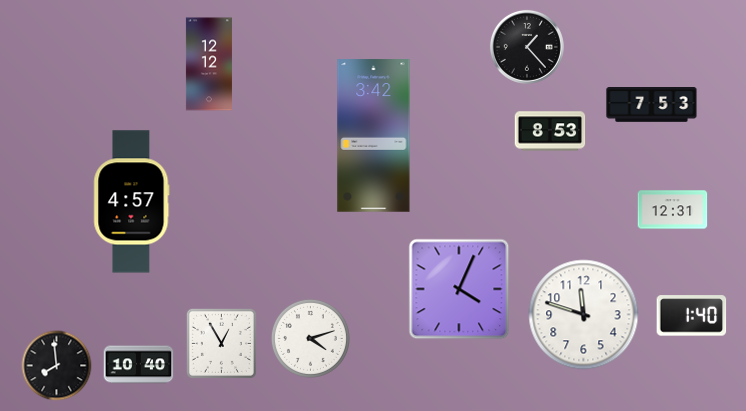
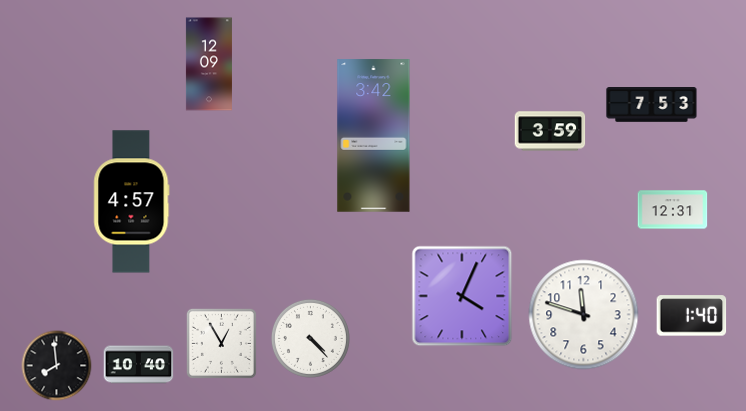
clock at (527, 47): 1:23 -> none
clock at (209, 64): 12:12 -> 12:09
clock at (550, 131): 8:53 -> 3:59
clock at (459, 289) position: (459, 289) -> (462, 296)
clock at (310, 338): 4:12 -> 4:23
